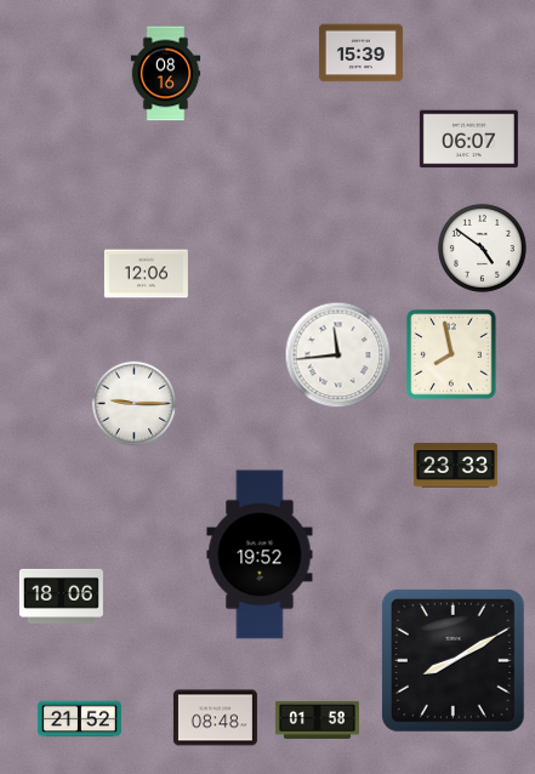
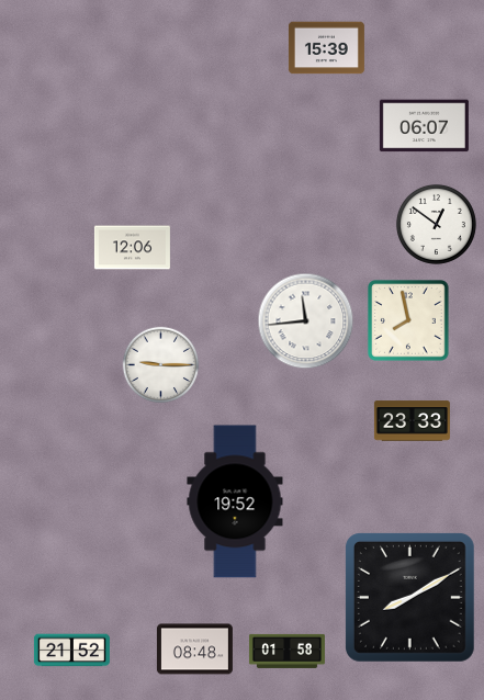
clock at (166, 74): 08:16 -> none
clock at (482, 247): 4:51 -> 12:51
clock at (135, 404) position: (135, 404) -> (161, 365)
clock at (61, 596): 18:06 -> none
